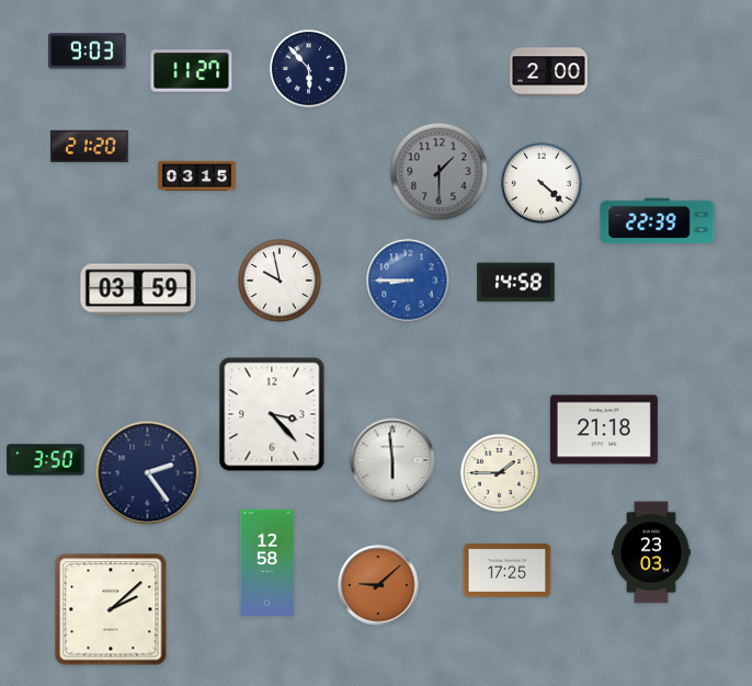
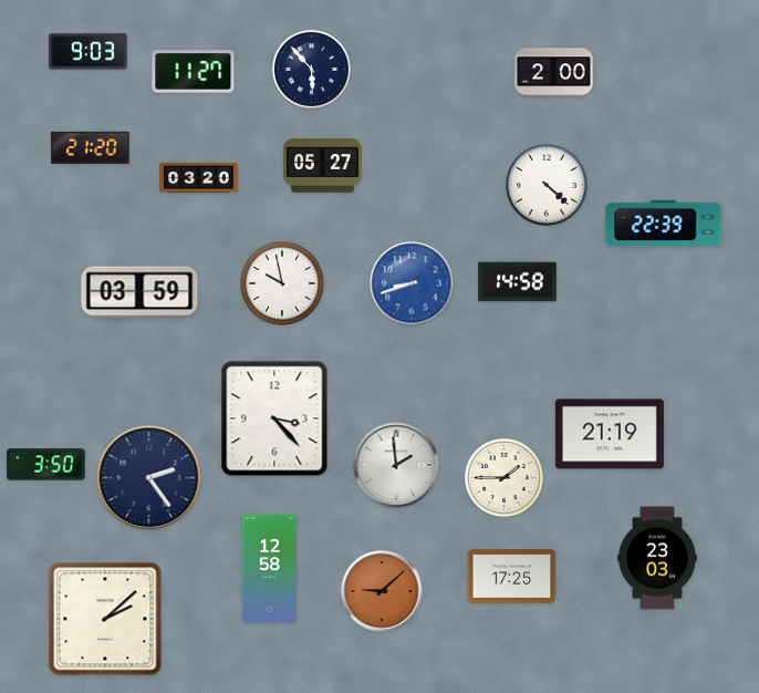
clock at (323, 166): none -> 05:27
clock at (440, 172): 1:30 -> none
clock at (197, 175): 03:15 -> 03:20
clock at (408, 281): 8:45 -> 8:42
clock at (516, 283) position: (516, 283) -> (518, 282)
clock at (604, 430): 21:18 -> 21:19
clock at (392, 460): 5:59 -> 1:59
clock at (111, 609) position: (111, 609) -> (105, 619)
